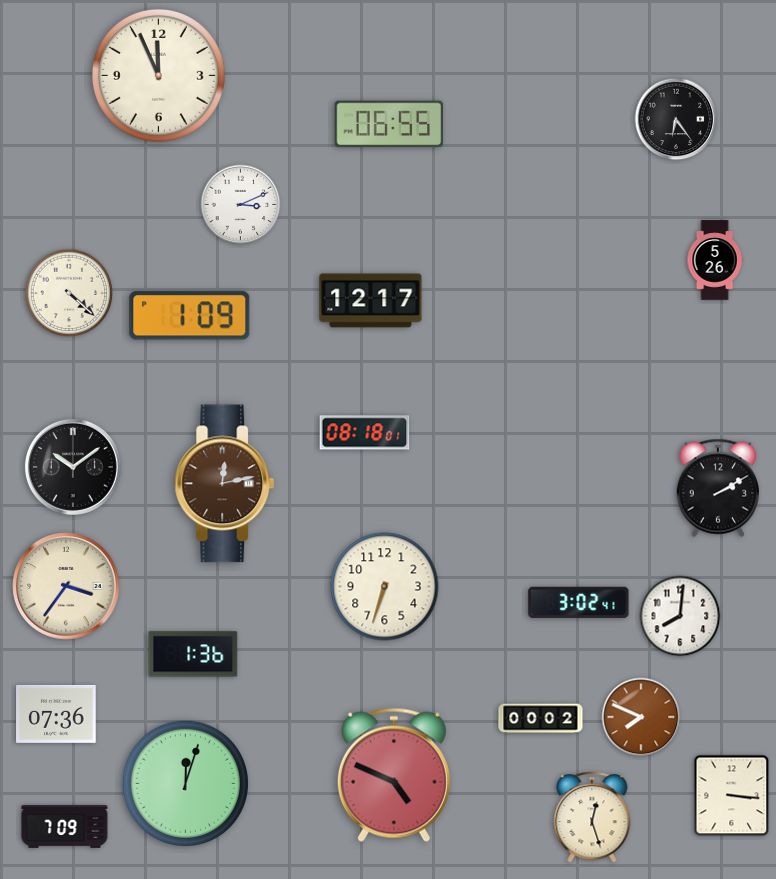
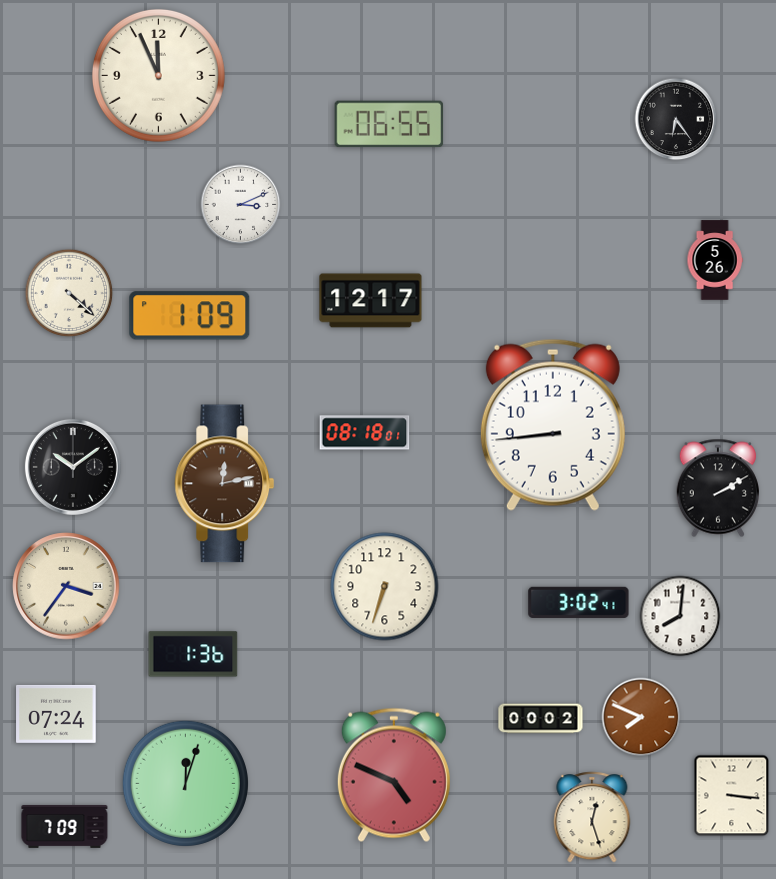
clock at (553, 425): none -> 8:44
clock at (56, 714): 07:36 -> 07:24
